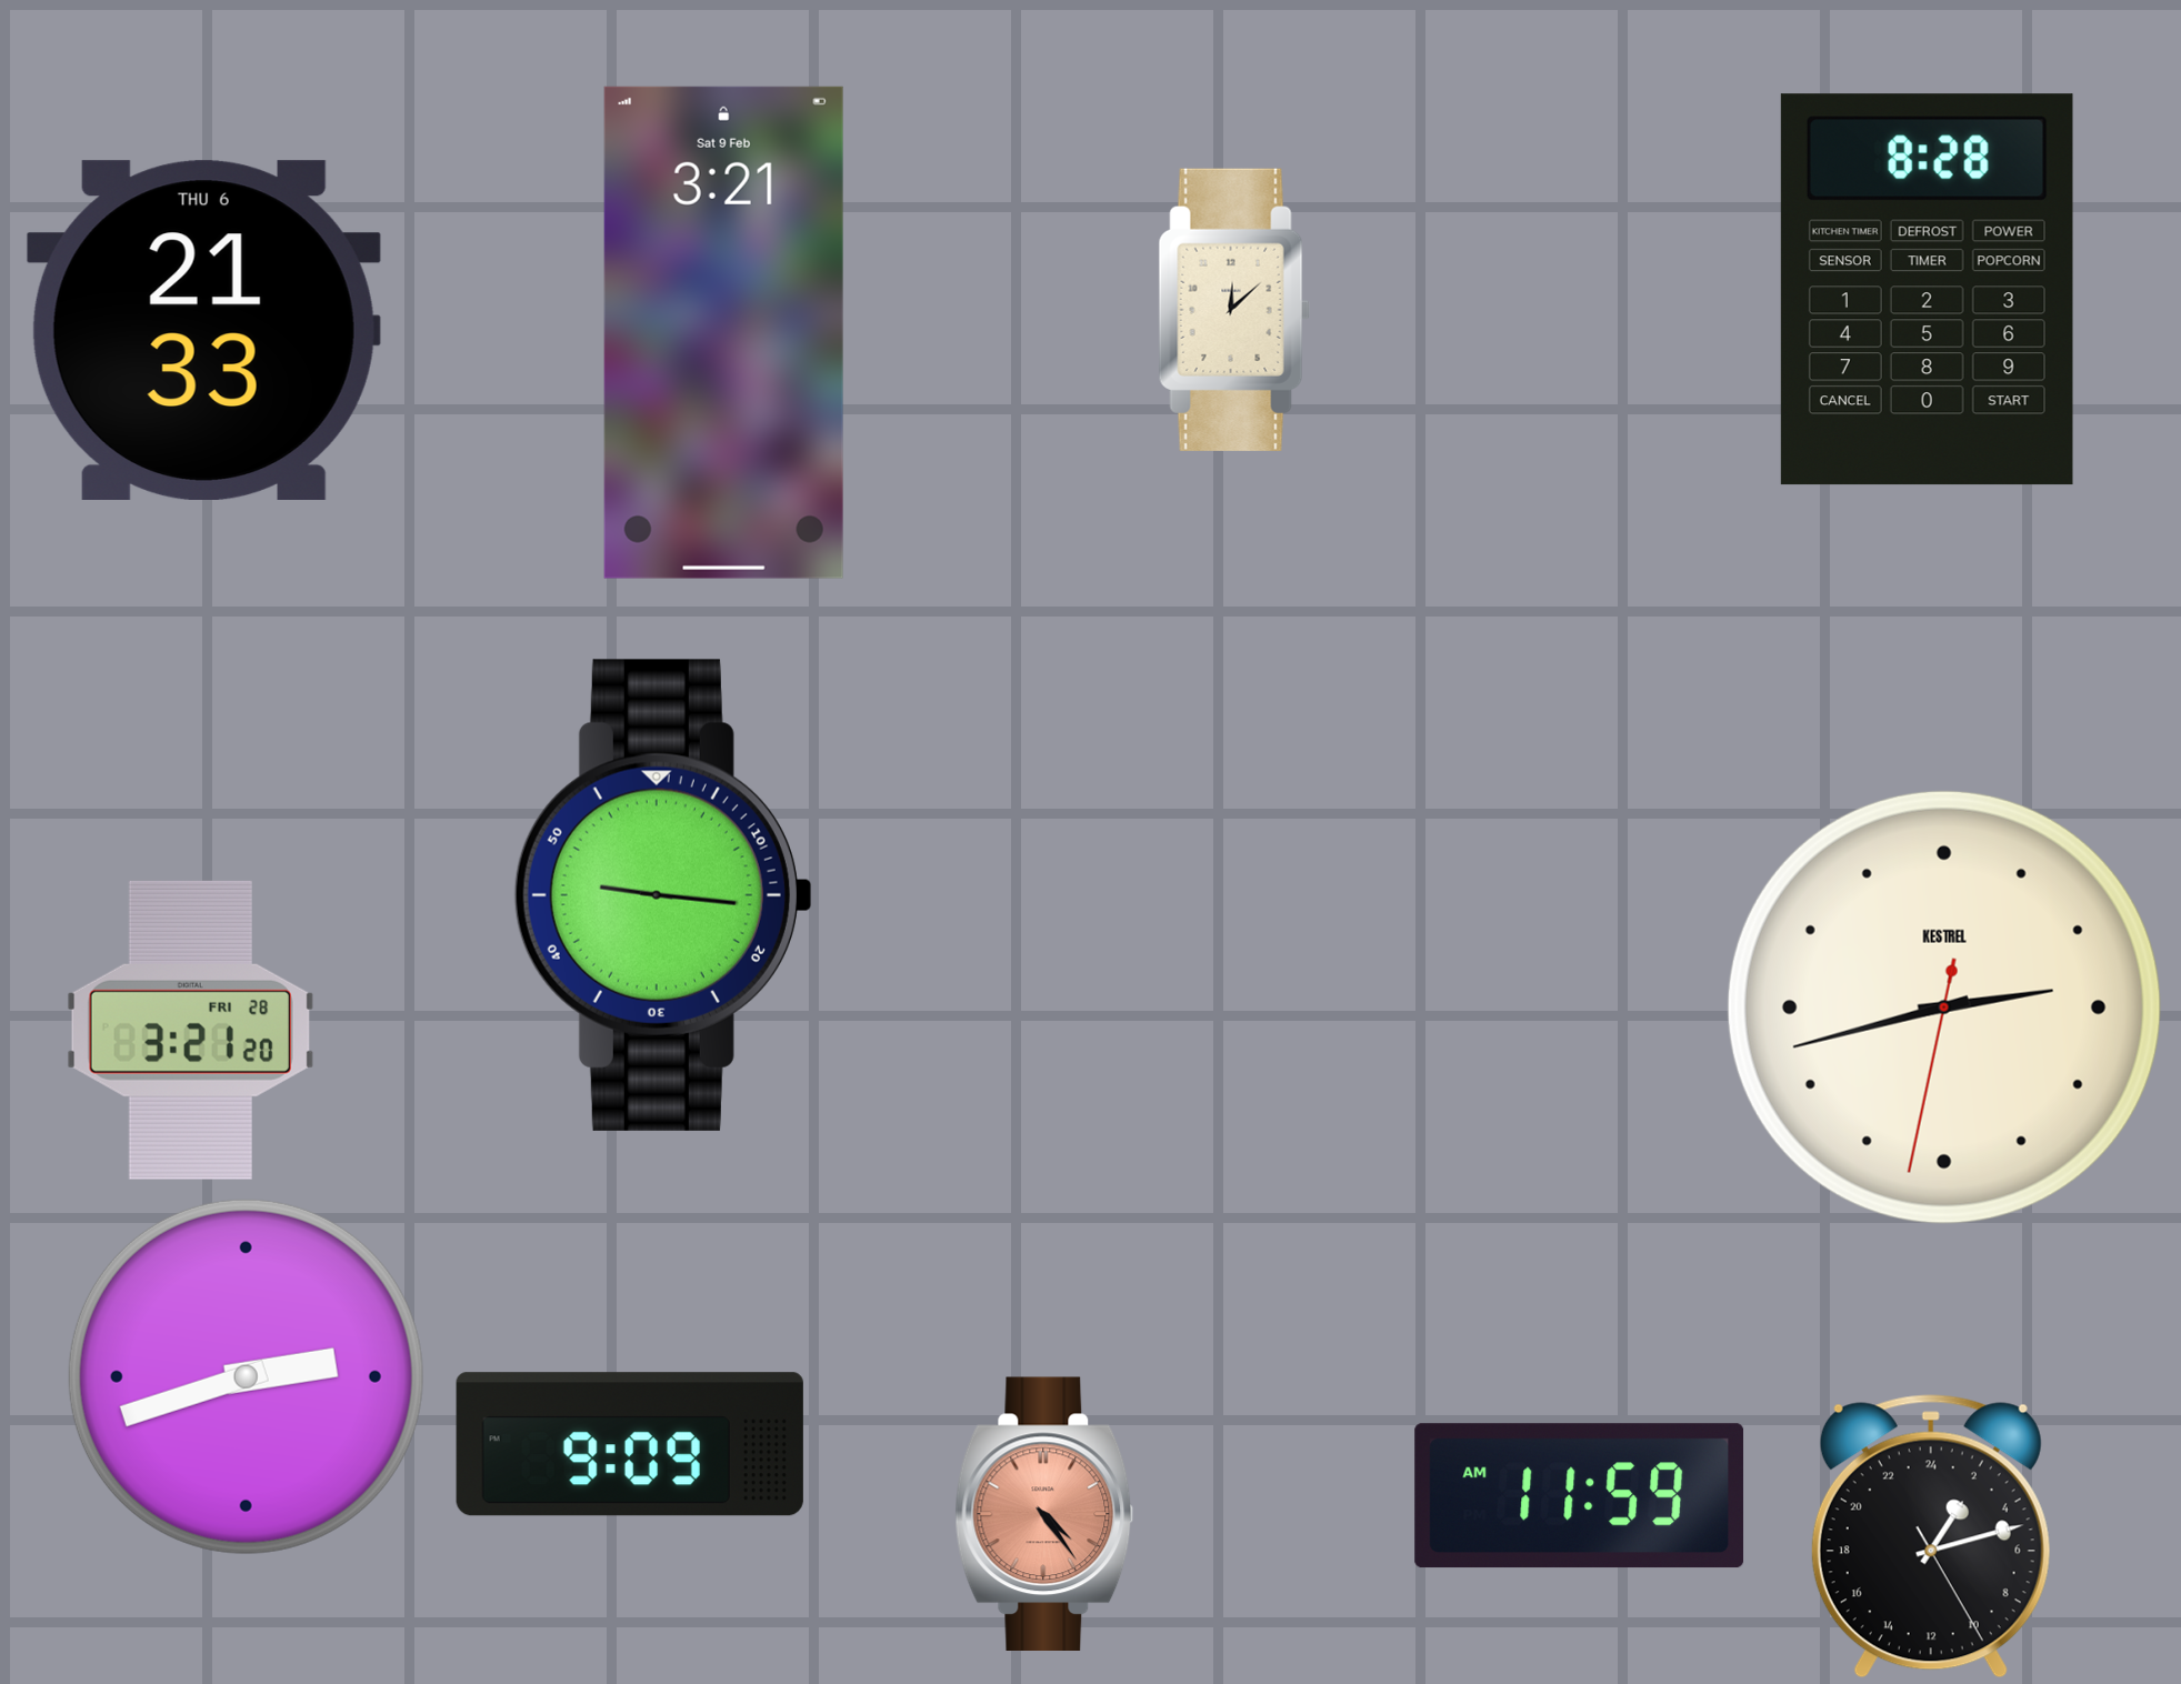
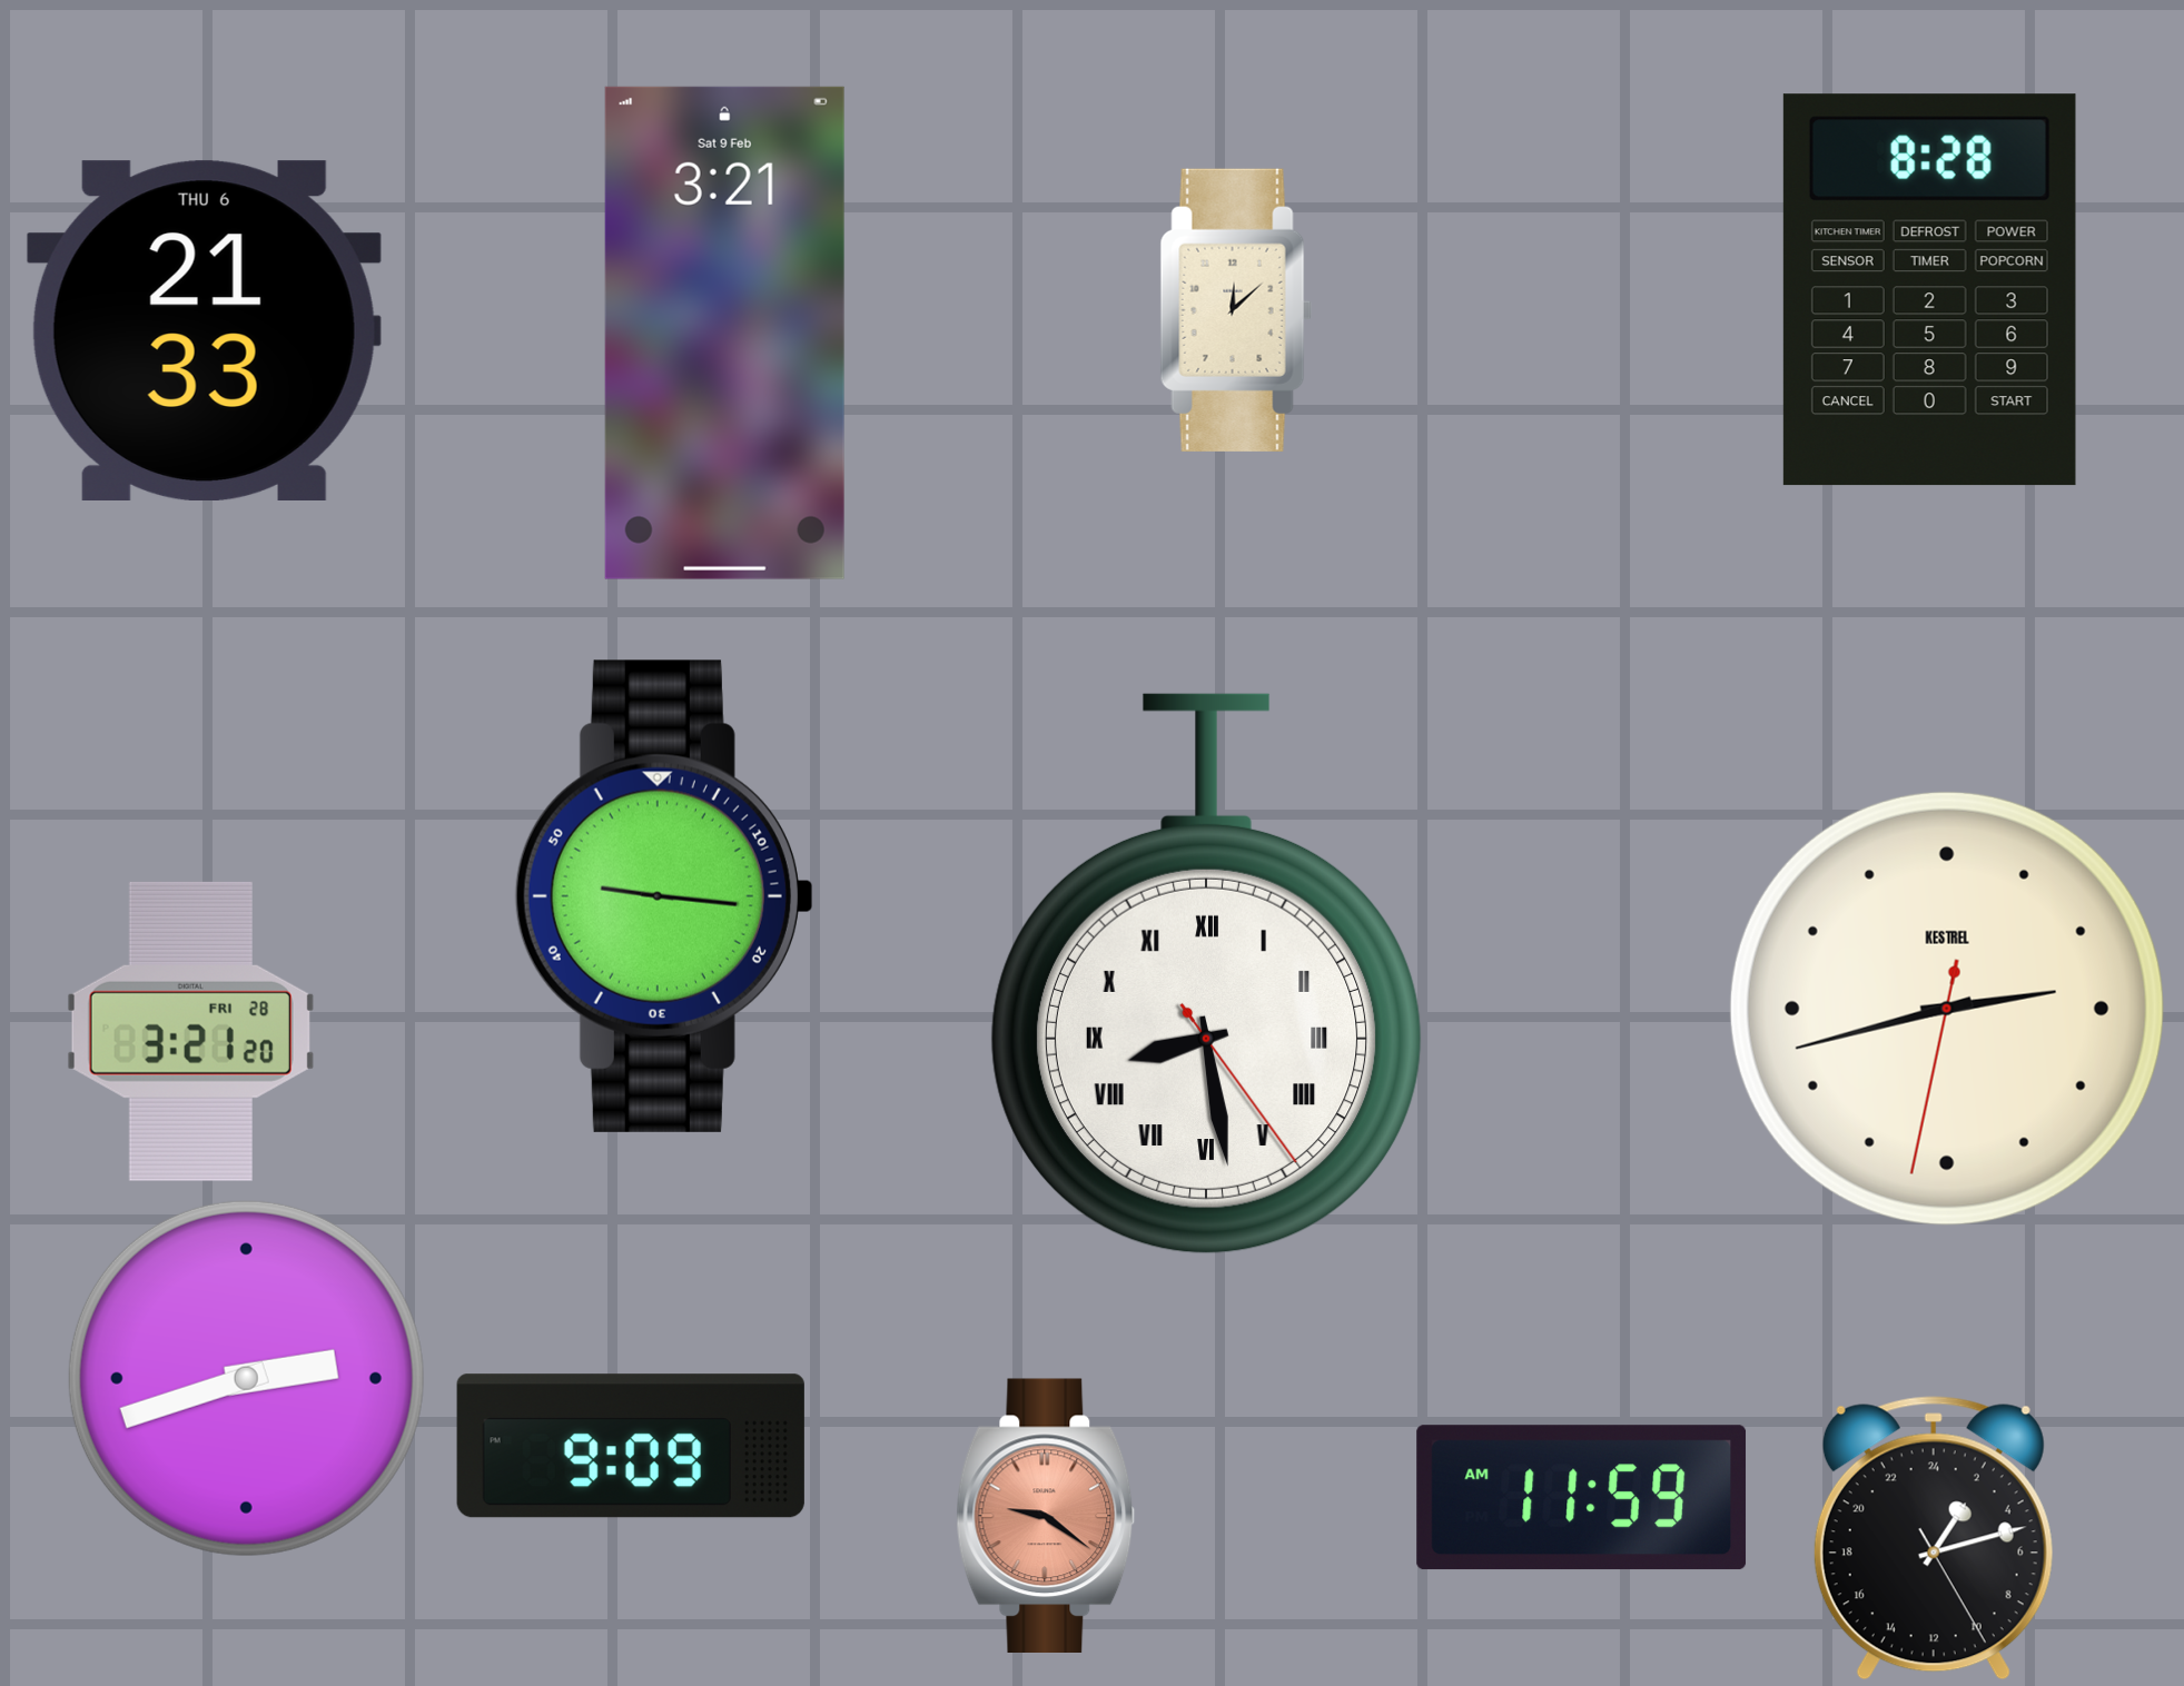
clock at (1206, 974): none -> 8:28
clock at (1044, 1513): 4:24 -> 9:21
